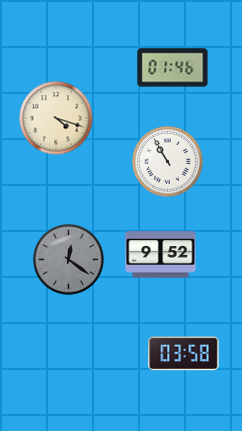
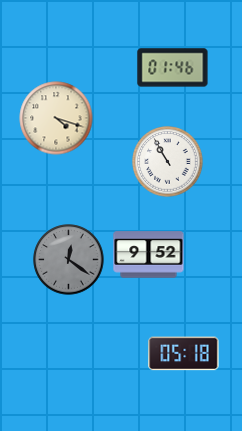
clock at (161, 255) position: (161, 255) -> (149, 255)
clock at (184, 354): 03:58 -> 05:18
